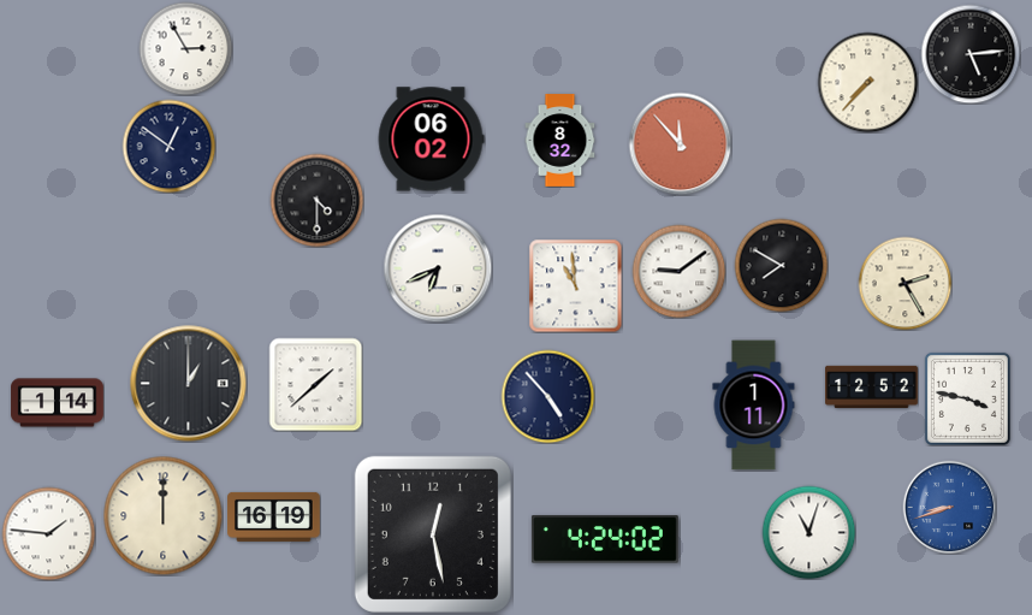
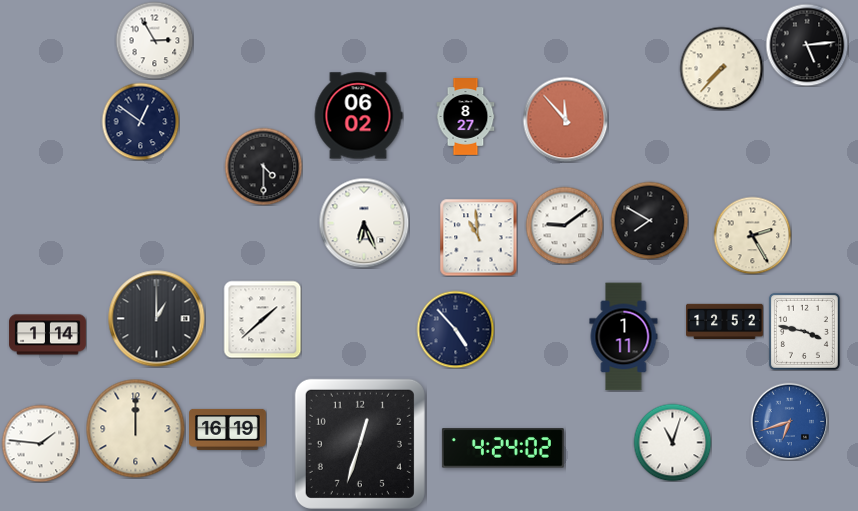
clock at (561, 141): 8:32 -> 8:27
clock at (438, 268): 6:41 -> 6:26
clock at (754, 406) position: (754, 406) -> (624, 337)
clock at (949, 507): 8:42 -> 6:42
clock at (433, 534): 12:28 -> 12:33
